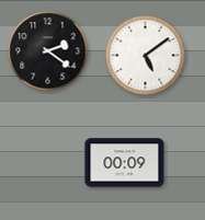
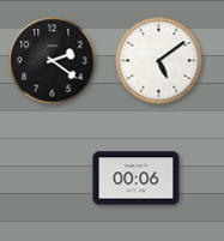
clock at (48, 51) position: (48, 51) -> (53, 61)
clock at (125, 163): 00:09 -> 00:06
